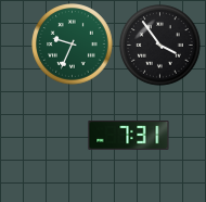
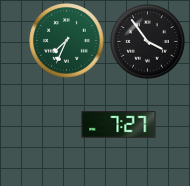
clock at (73, 45): 9:34 -> 7:34
clock at (129, 136): 7:31 -> 7:27
